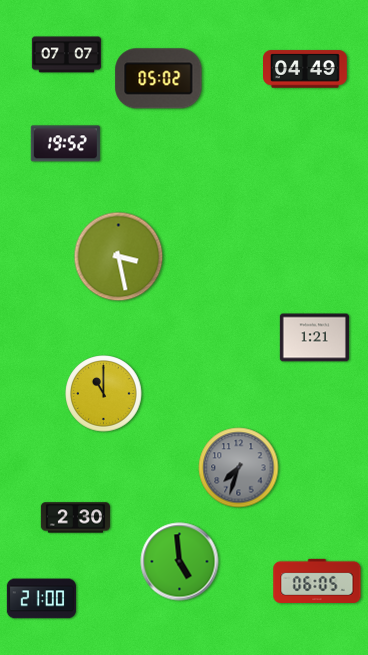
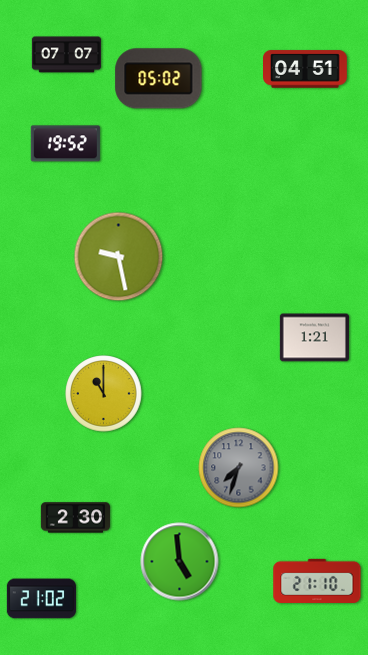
clock at (306, 69): 04:49 -> 04:51
clock at (119, 257): 3:28 -> 9:28
clock at (317, 581): 06:05 -> 21:10
clock at (41, 599): 21:00 -> 21:02
